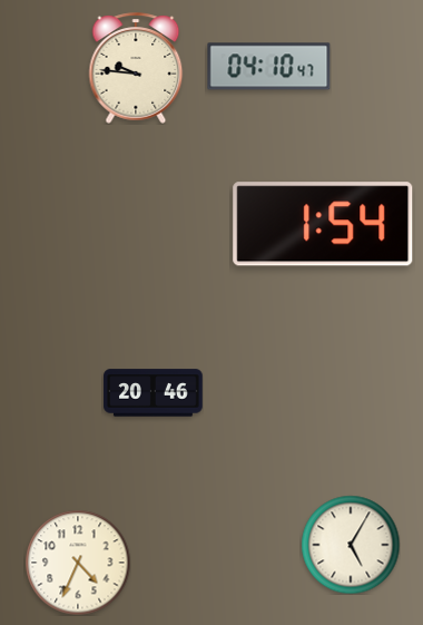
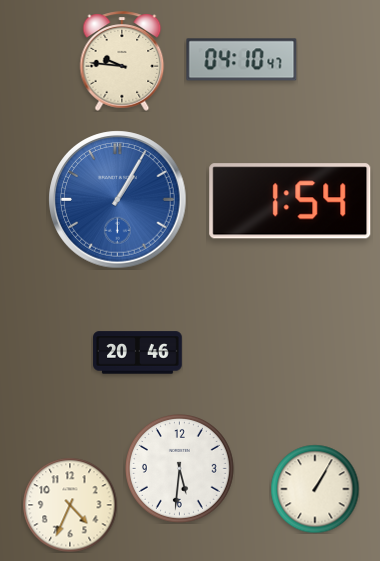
clock at (118, 200): none -> 1:05
clock at (180, 469): none -> 5:31
clock at (351, 545): 5:05 -> 1:05
